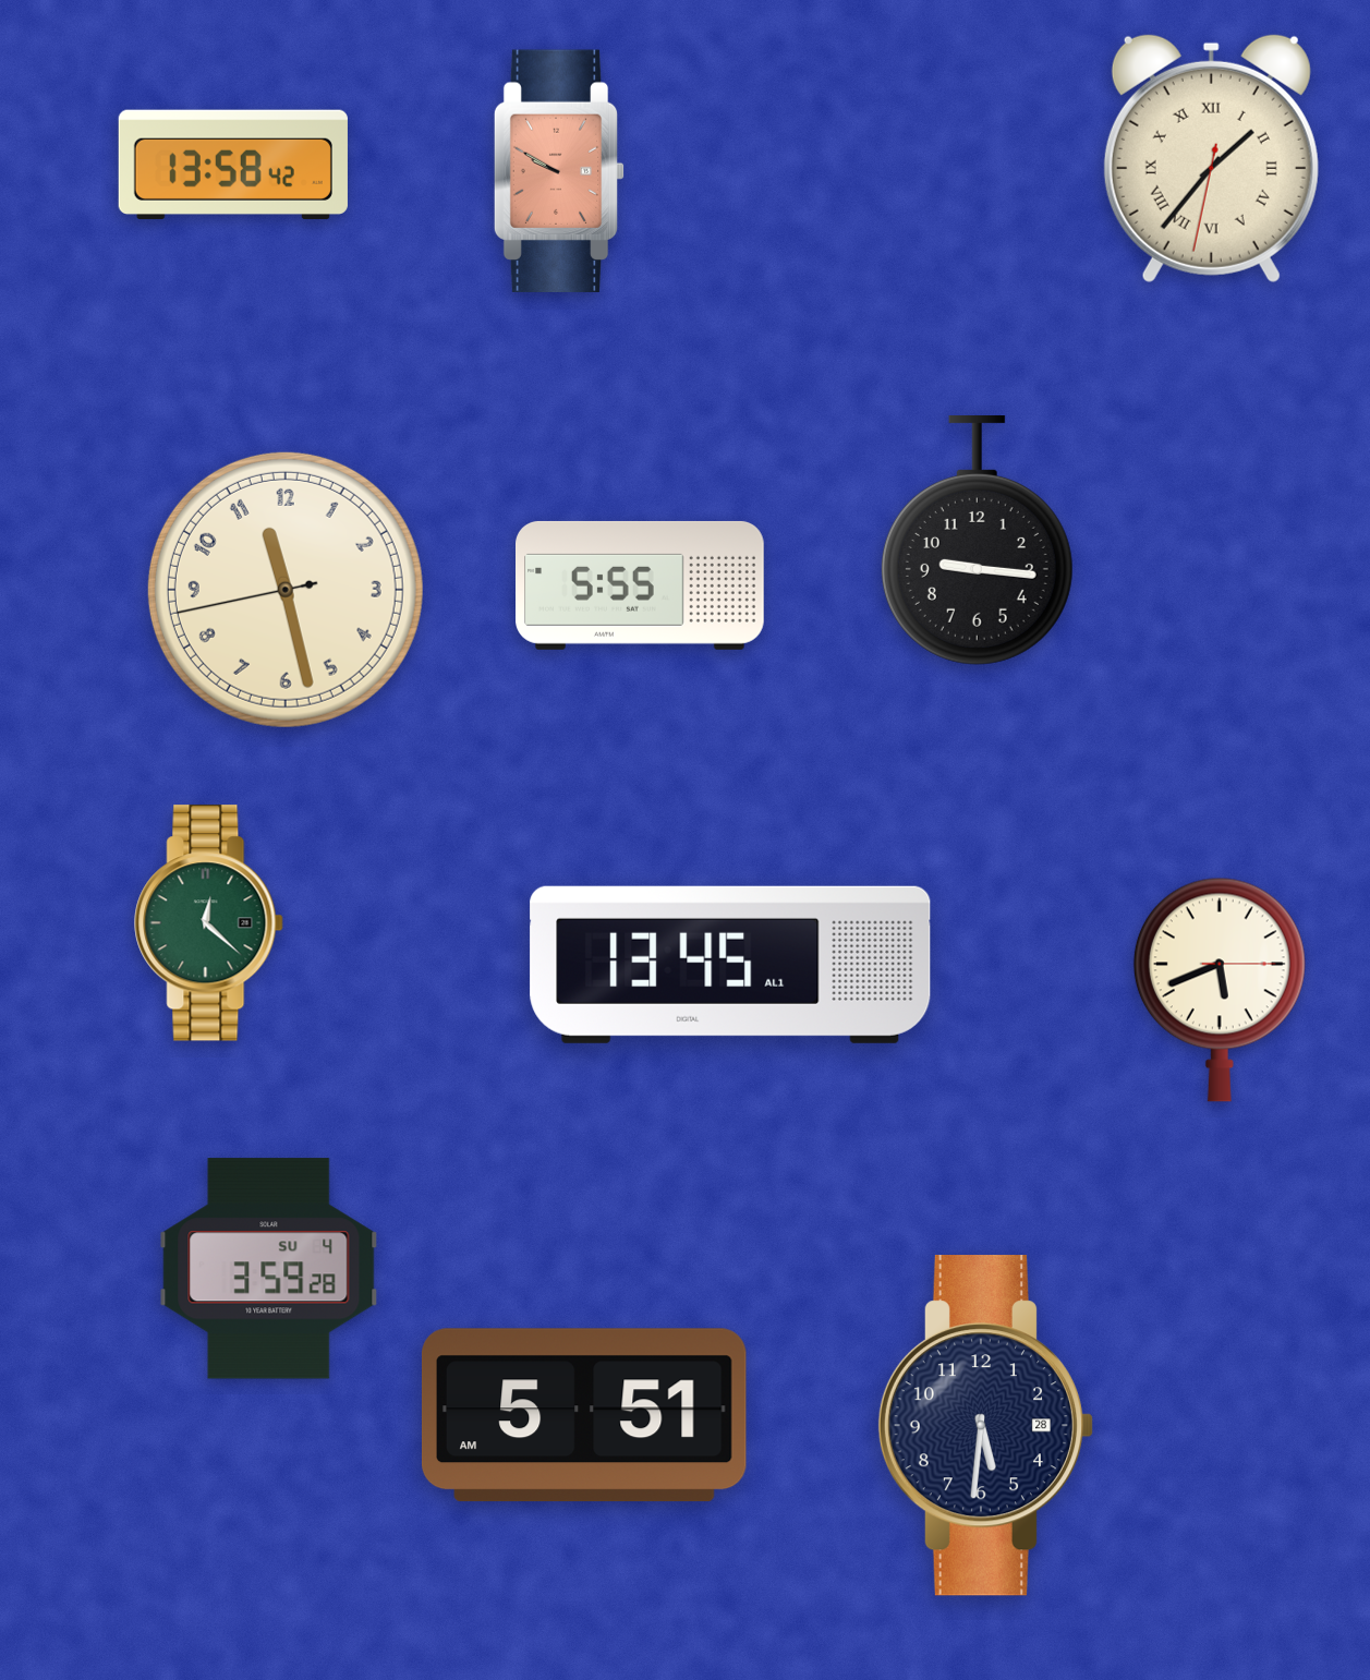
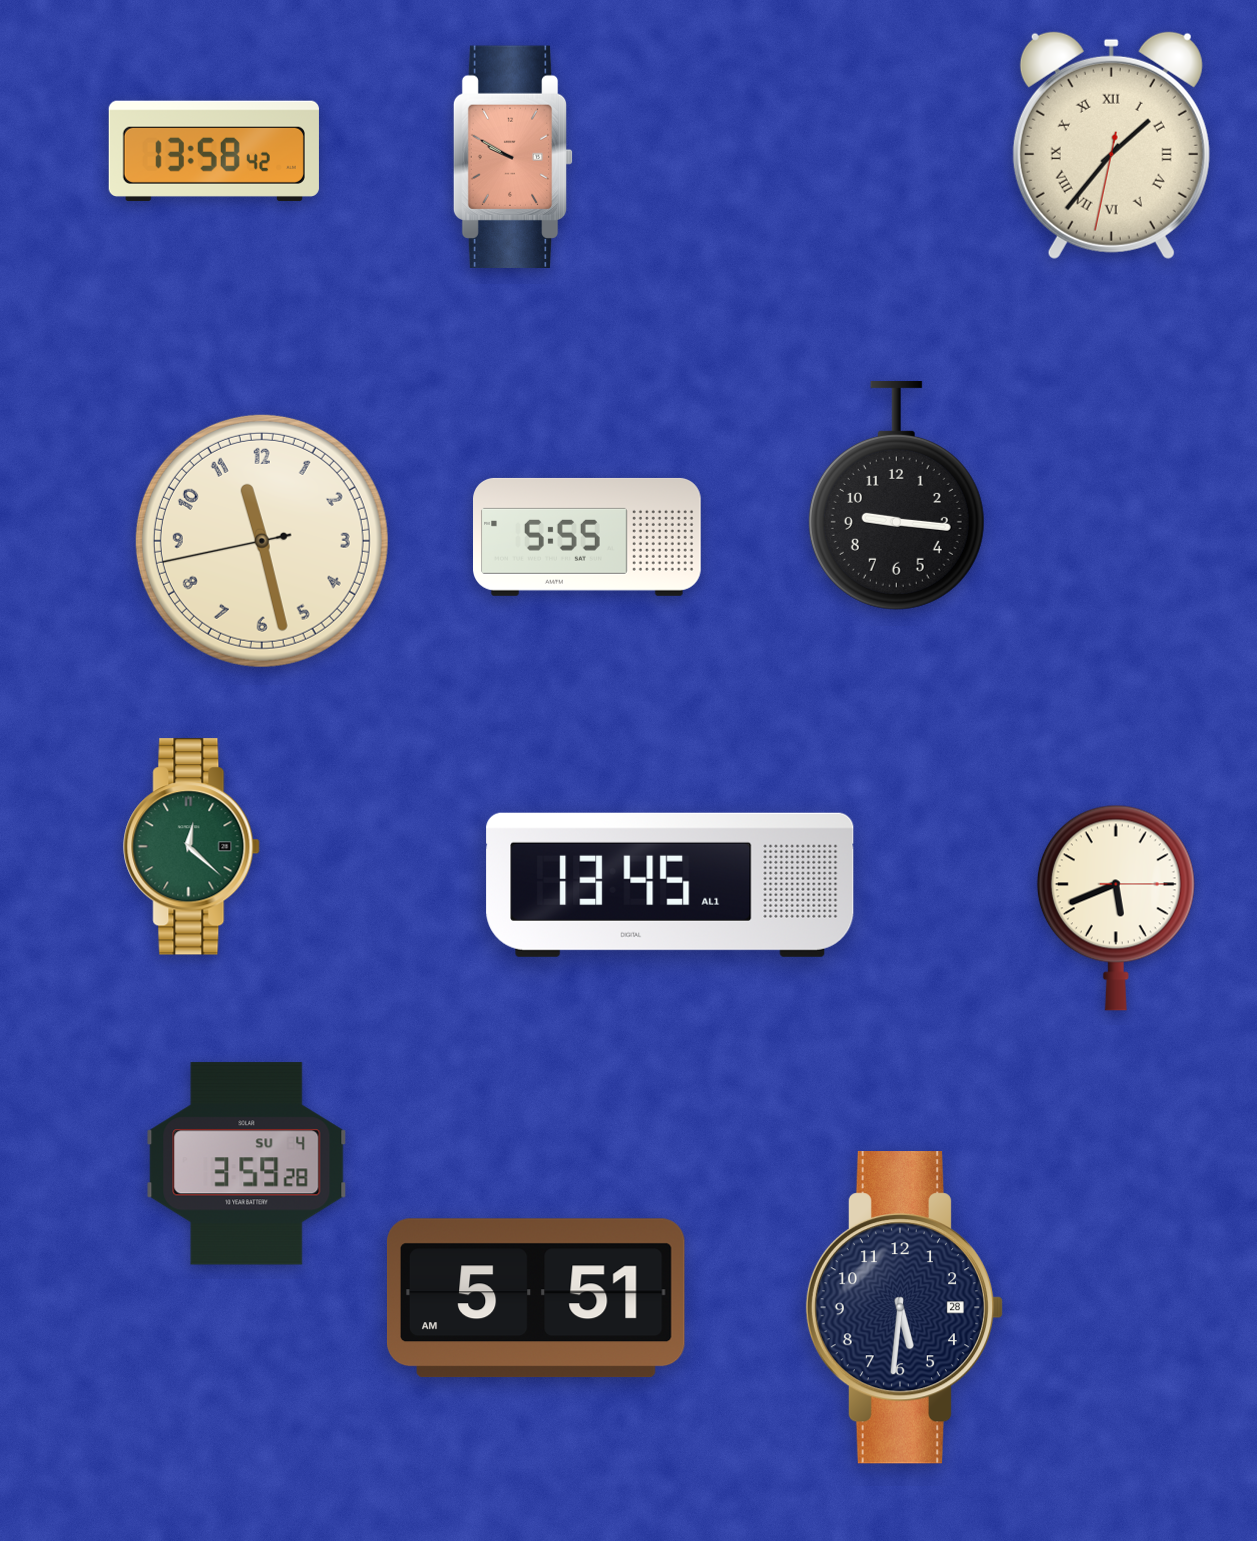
clock at (1220, 990) position: (1220, 990) -> (1116, 908)
